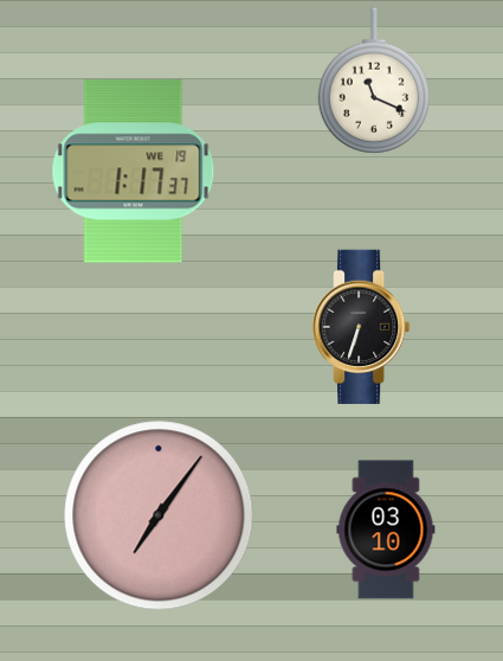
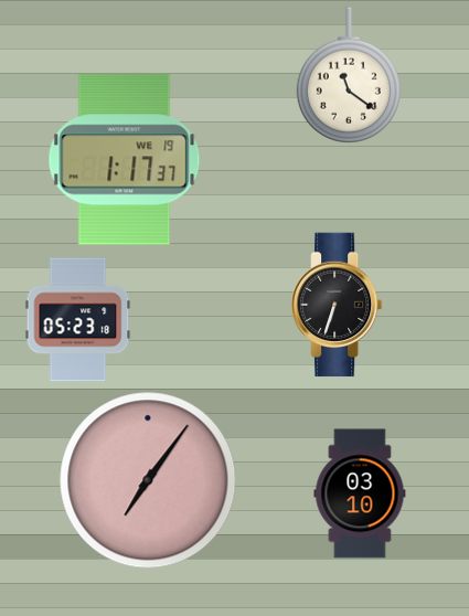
clock at (374, 81): 11:19 -> 11:21
clock at (78, 320): none -> 05:23
